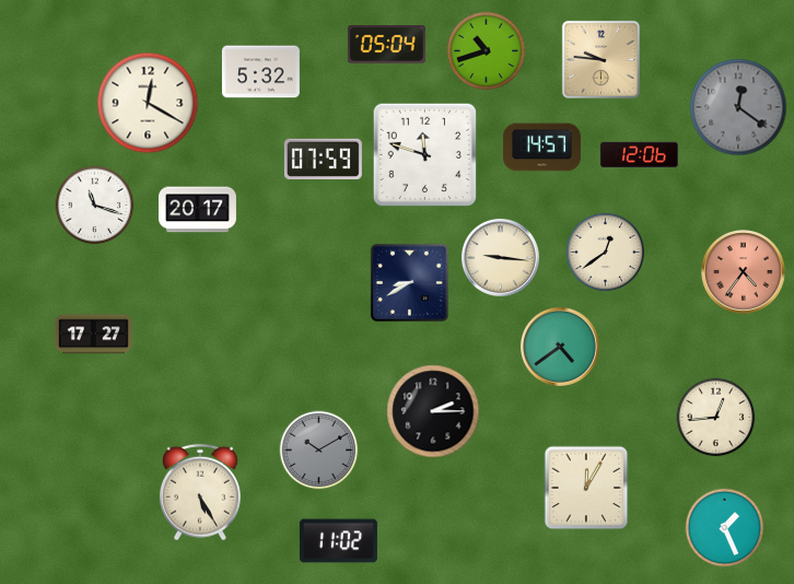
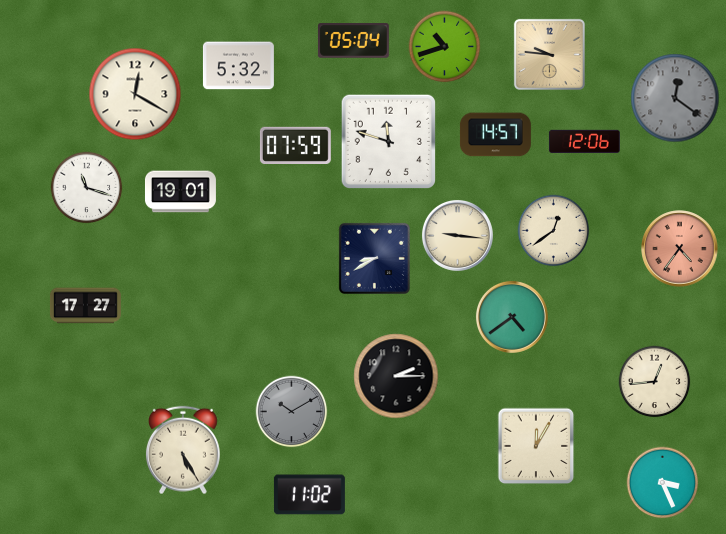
clock at (197, 210): 20:17 -> 19:01
clock at (725, 528): 1:26 -> 3:26
